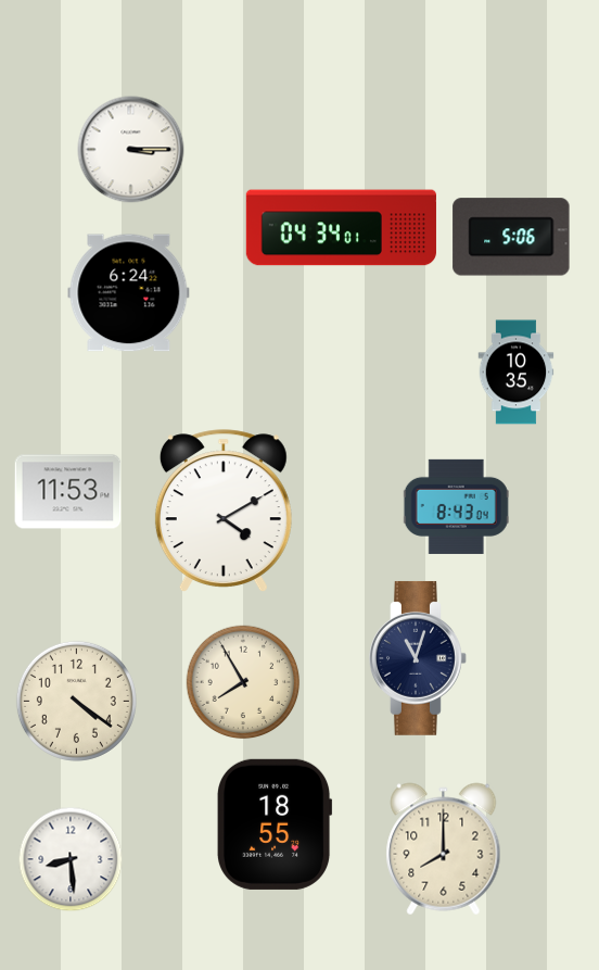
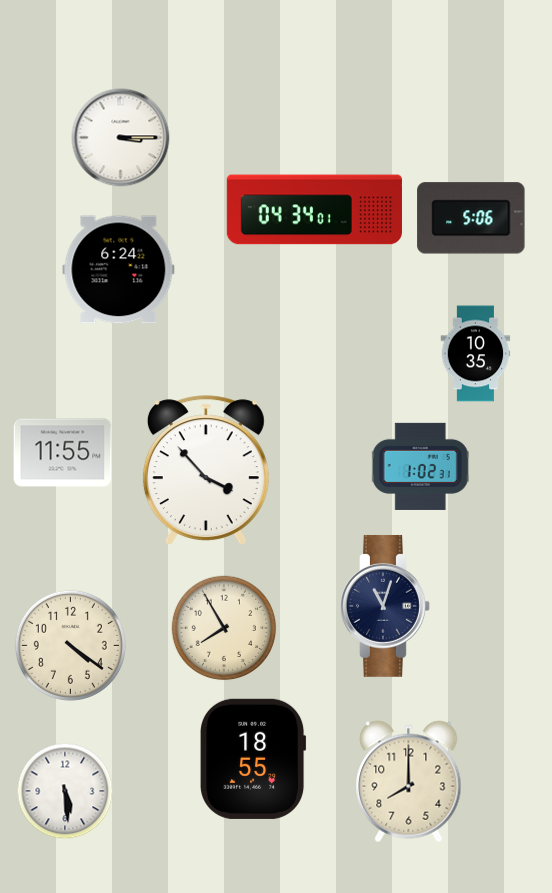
clock at (517, 373) position: (517, 373) -> (476, 354)
clock at (68, 492): 11:53 -> 11:55
clock at (456, 506): 8:43 -> 1:02
clock at (224, 512): 4:10 -> 3:53
clock at (71, 859): 8:29 -> 5:29
